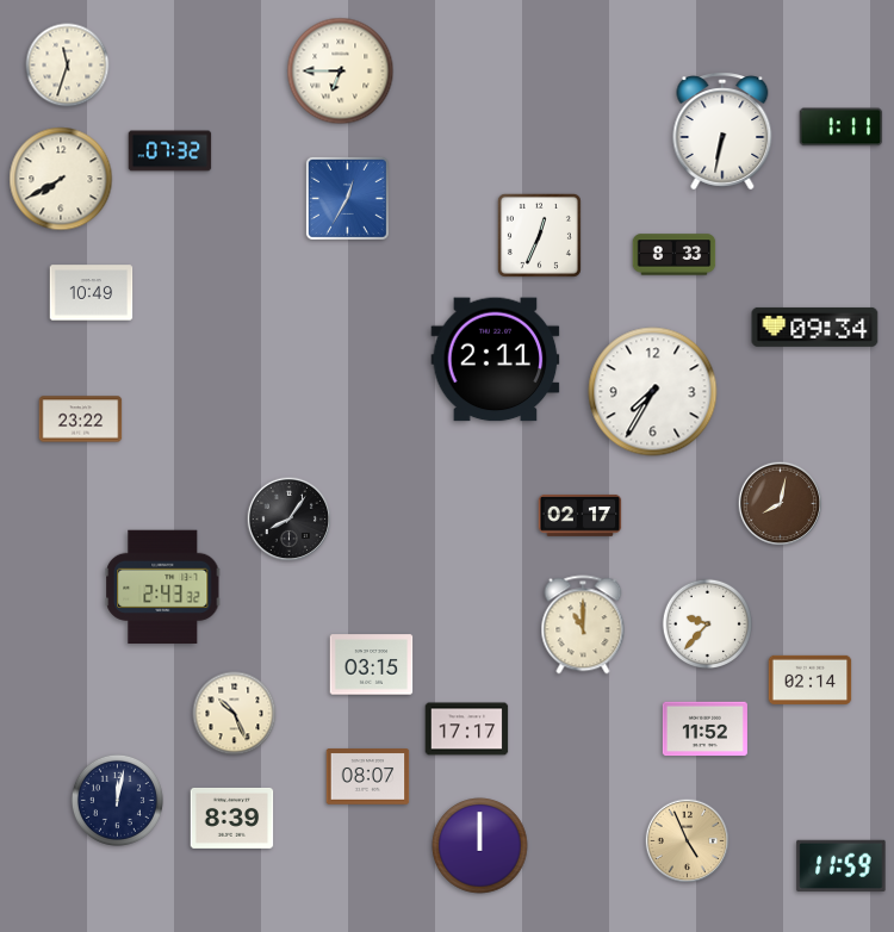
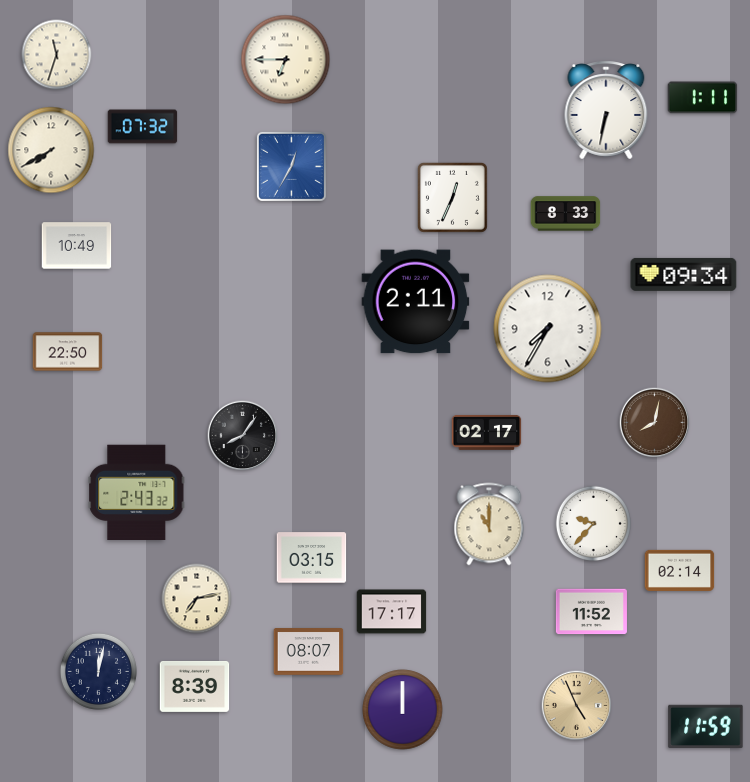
clock at (842, 128) position: (842, 128) -> (703, 98)
clock at (81, 420): 23:22 -> 22:50
clock at (235, 714): 10:26 -> 7:13
